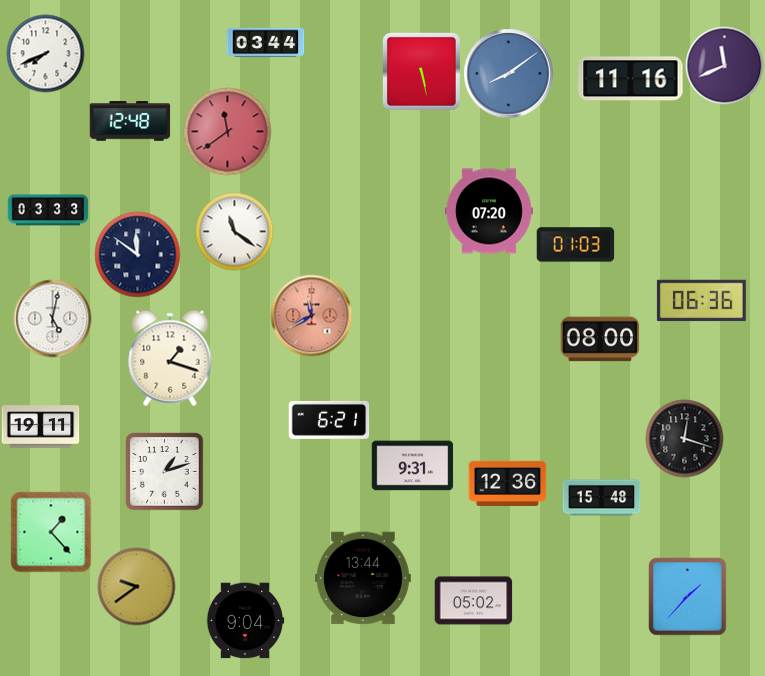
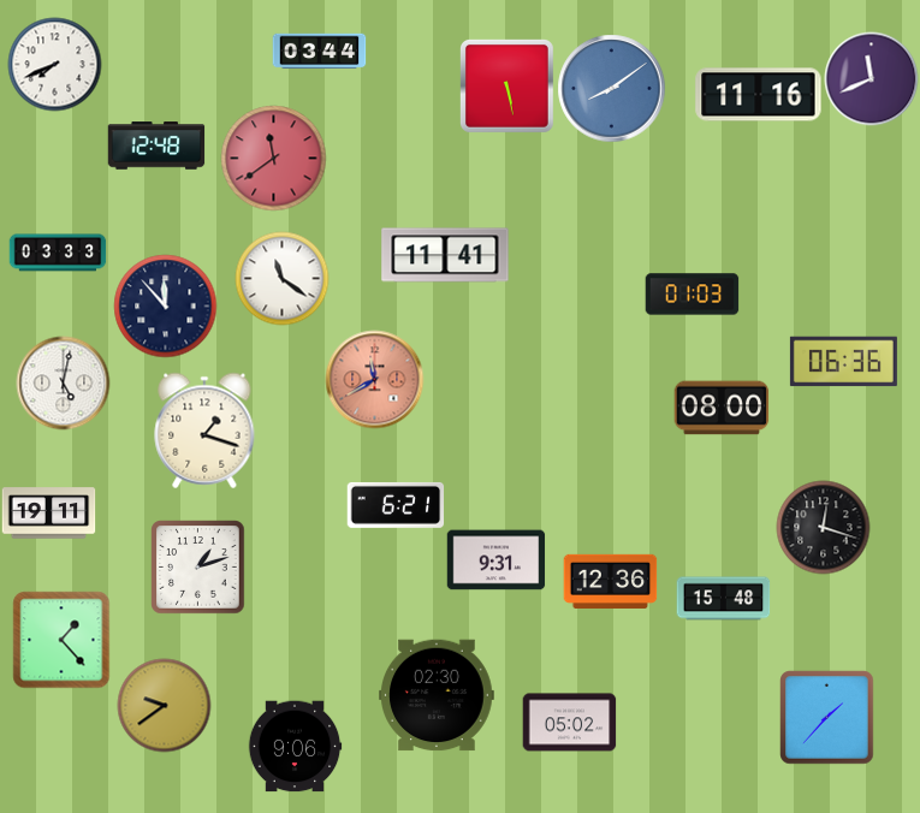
clock at (489, 211): 07:20 -> none
clock at (445, 255): none -> 11:41
clock at (137, 254): 11:51 -> 11:53
clock at (363, 578): 13:44 -> 02:30
clock at (245, 621): 9:04 -> 9:06
